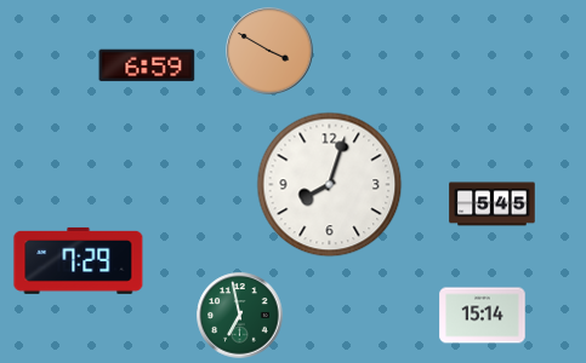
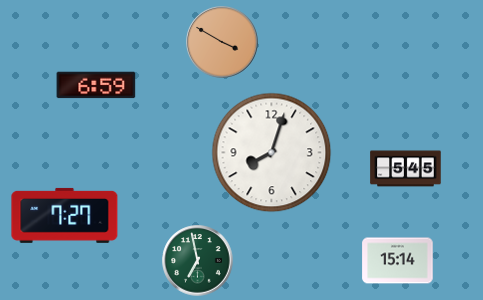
clock at (147, 65) position: (147, 65) -> (96, 85)
clock at (79, 260): 7:29 -> 7:27
